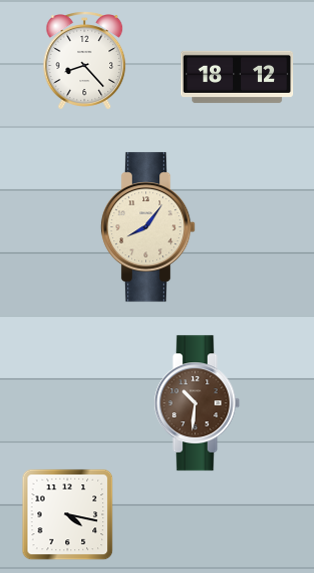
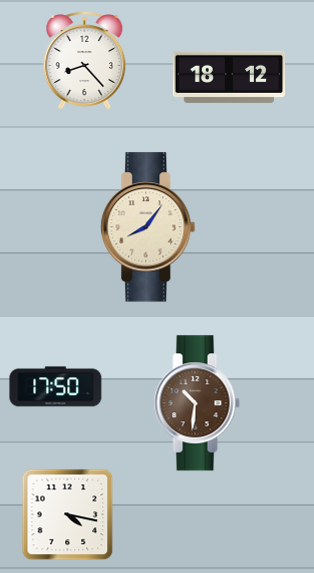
clock at (237, 77) position: (237, 77) -> (229, 77)
clock at (56, 387): none -> 17:50
